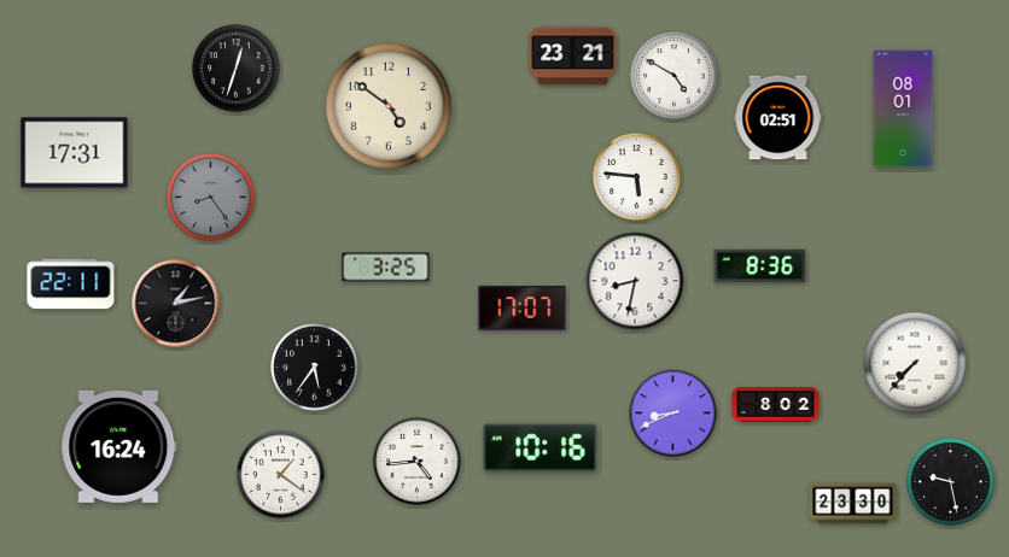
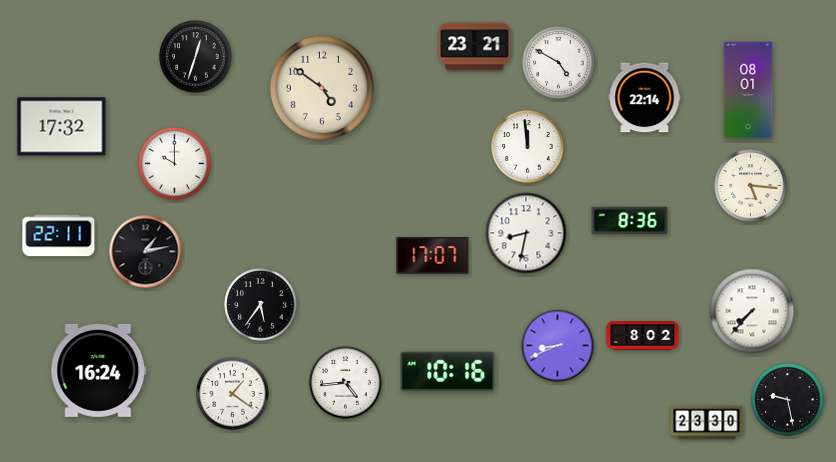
clock at (778, 118): 02:51 -> 22:14
clock at (75, 153): 17:31 -> 17:32
clock at (637, 177): 5:46 -> 11:59
clock at (211, 198): 8:24 -> 10:00
clock at (211, 198) dial: grey -> white
clock at (751, 186): none -> 5:16
clock at (386, 268): 3:25 -> none
clock at (915, 363) position: (915, 363) -> (752, 311)
clock at (673, 414) position: (673, 414) -> (558, 346)
clock at (853, 504) position: (853, 504) -> (707, 423)
